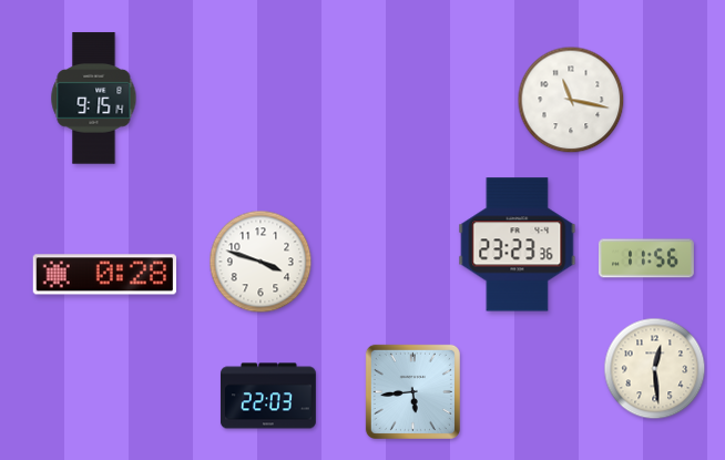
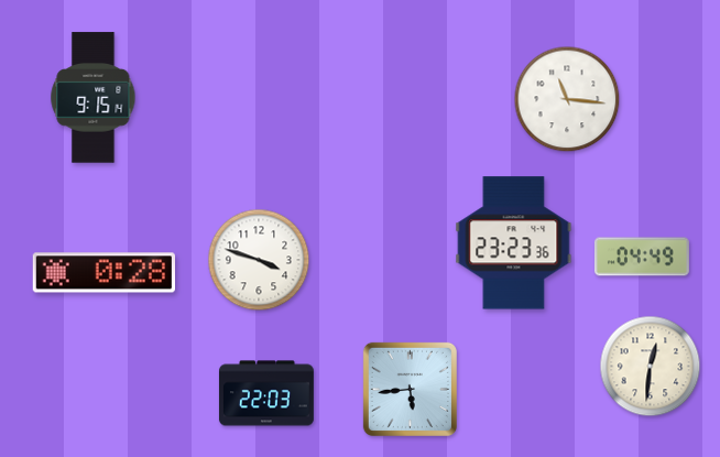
clock at (571, 100): 11:17 -> 11:16
clock at (646, 258): 11:56 -> 04:49
clock at (655, 369): 12:29 -> 12:31
